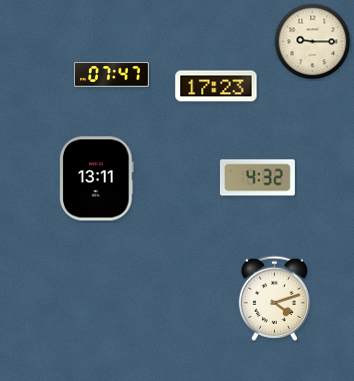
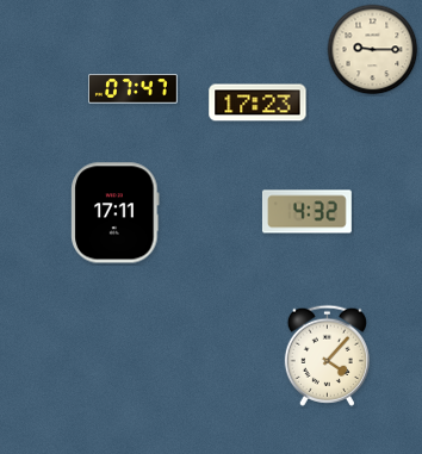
clock at (97, 179): 13:11 -> 17:11
clock at (274, 298): 4:12 -> 4:07
